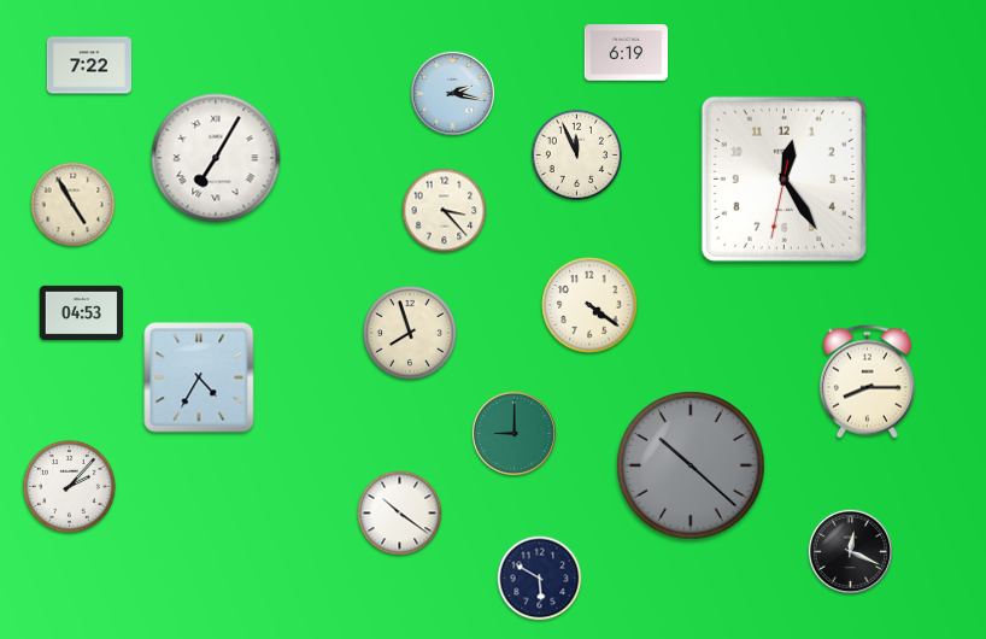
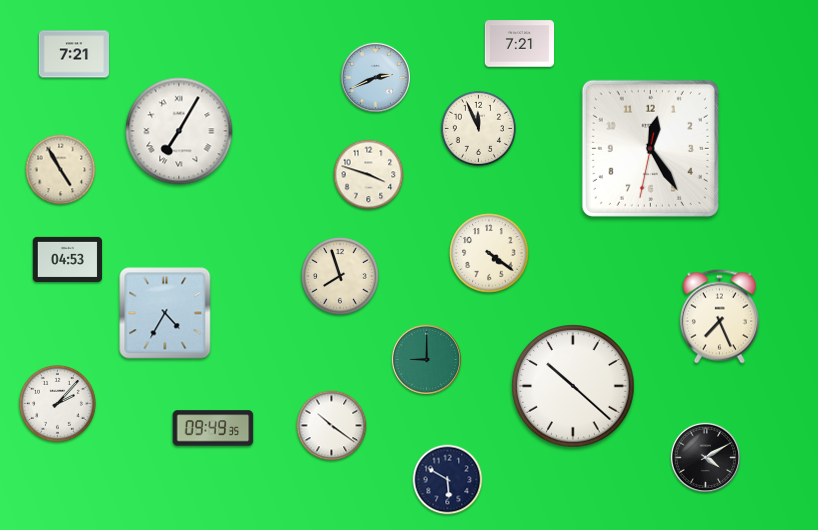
clock at (627, 53): 6:19 -> 7:21
clock at (89, 65): 7:22 -> 7:21
clock at (452, 93): 2:17 -> 2:41
clock at (445, 211): 3:23 -> 3:48
clock at (867, 382): 8:15 -> 7:26
clock at (691, 465) dial: grey -> white
clock at (213, 428): none -> 09:49
clock at (850, 551): 12:19 -> 4:10
